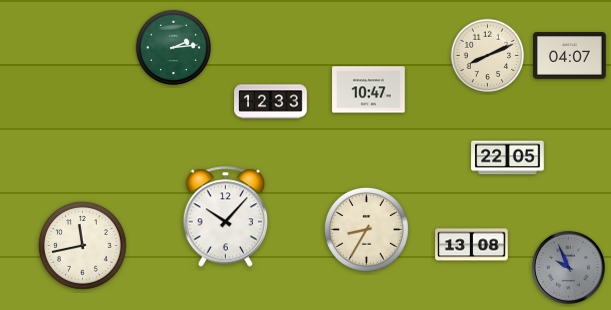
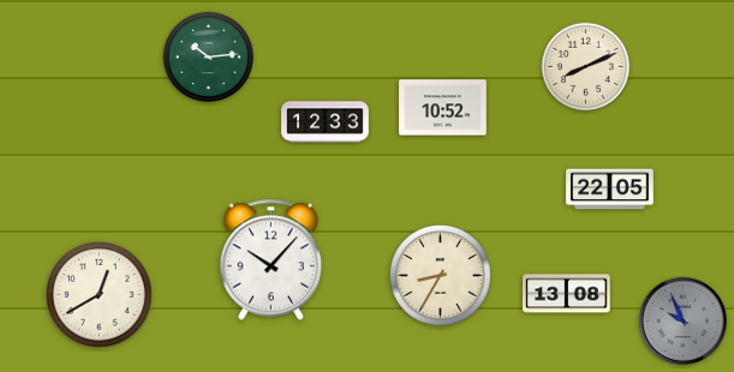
clock at (174, 48): 2:14 -> 10:14
clock at (570, 56): 04:07 -> none
clock at (369, 90): 10:47 -> 10:52
clock at (83, 246): 11:43 -> 12:40
